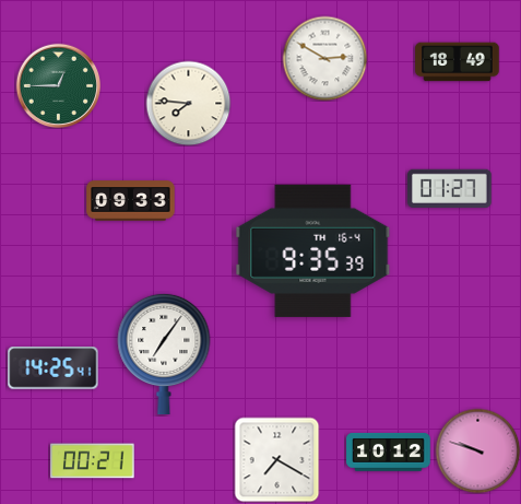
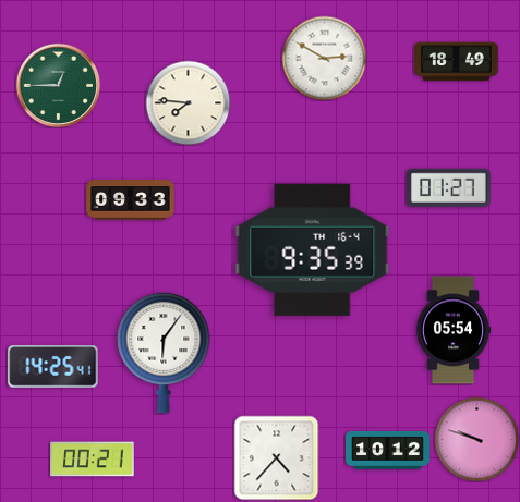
clock at (454, 330): none -> 05:54
clock at (164, 354): 7:06 -> 6:06
clock at (477, 450) position: (477, 450) -> (476, 439)
clock at (276, 459): 7:20 -> 4:37
